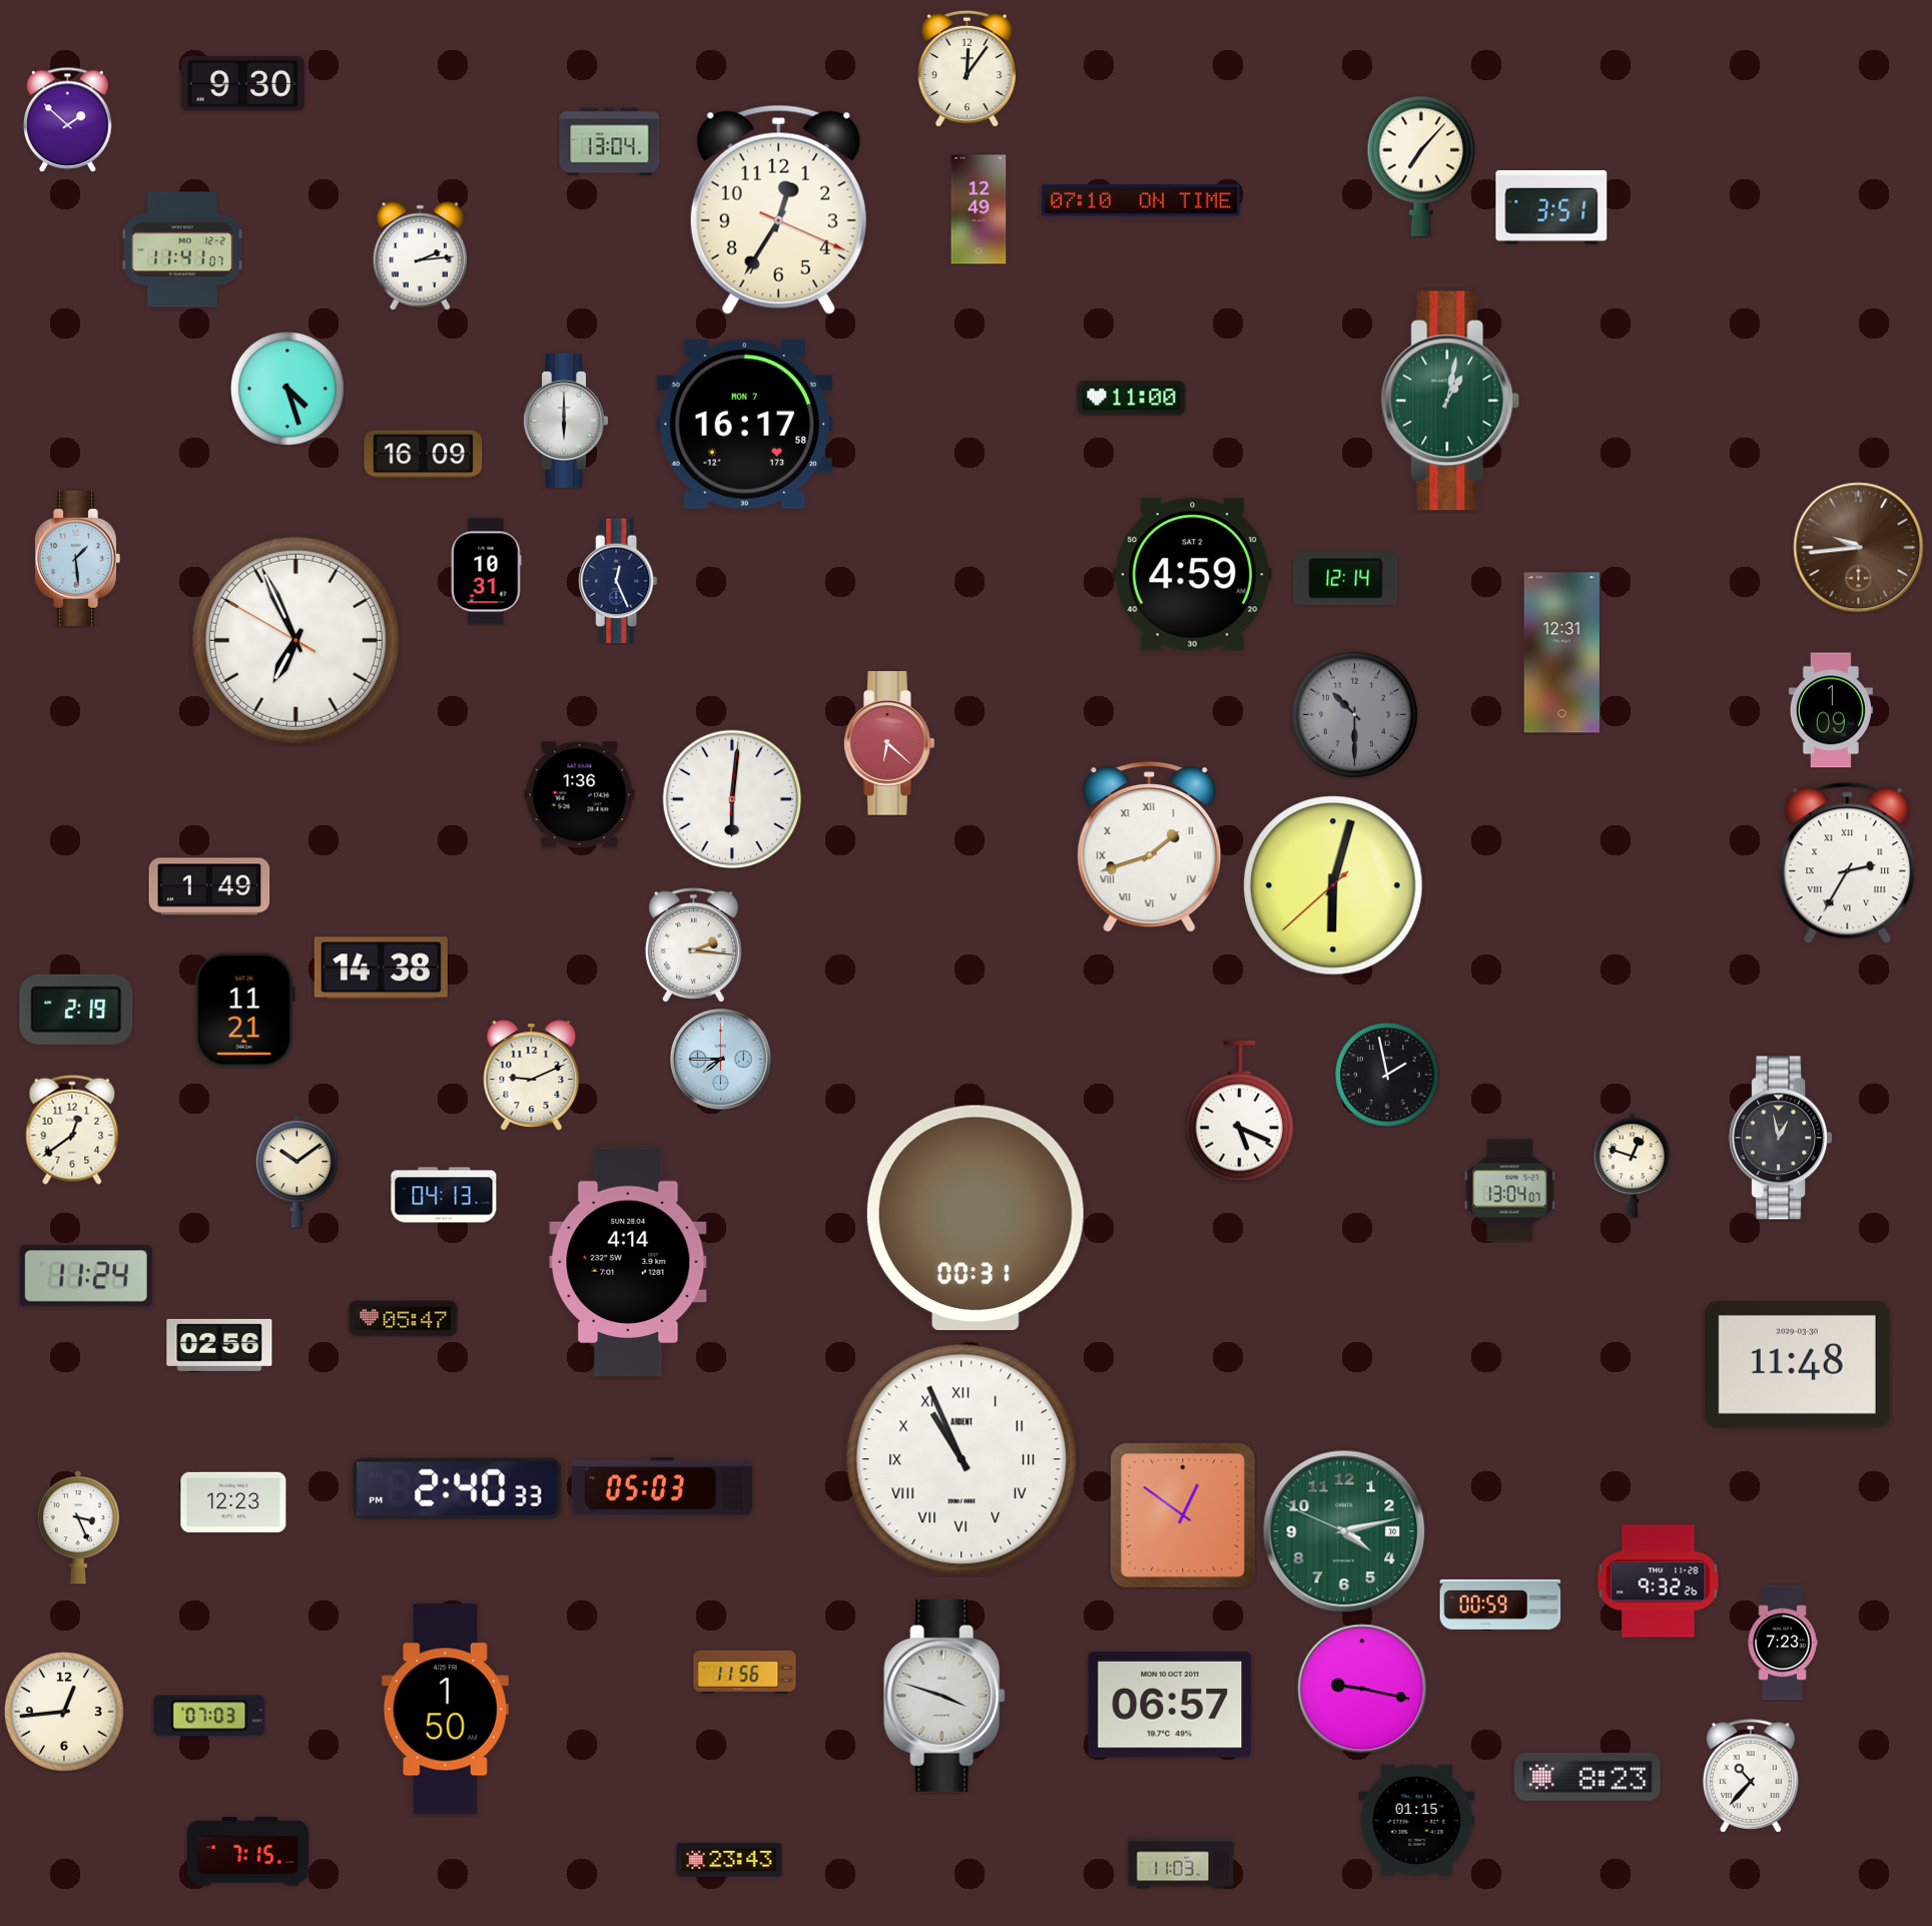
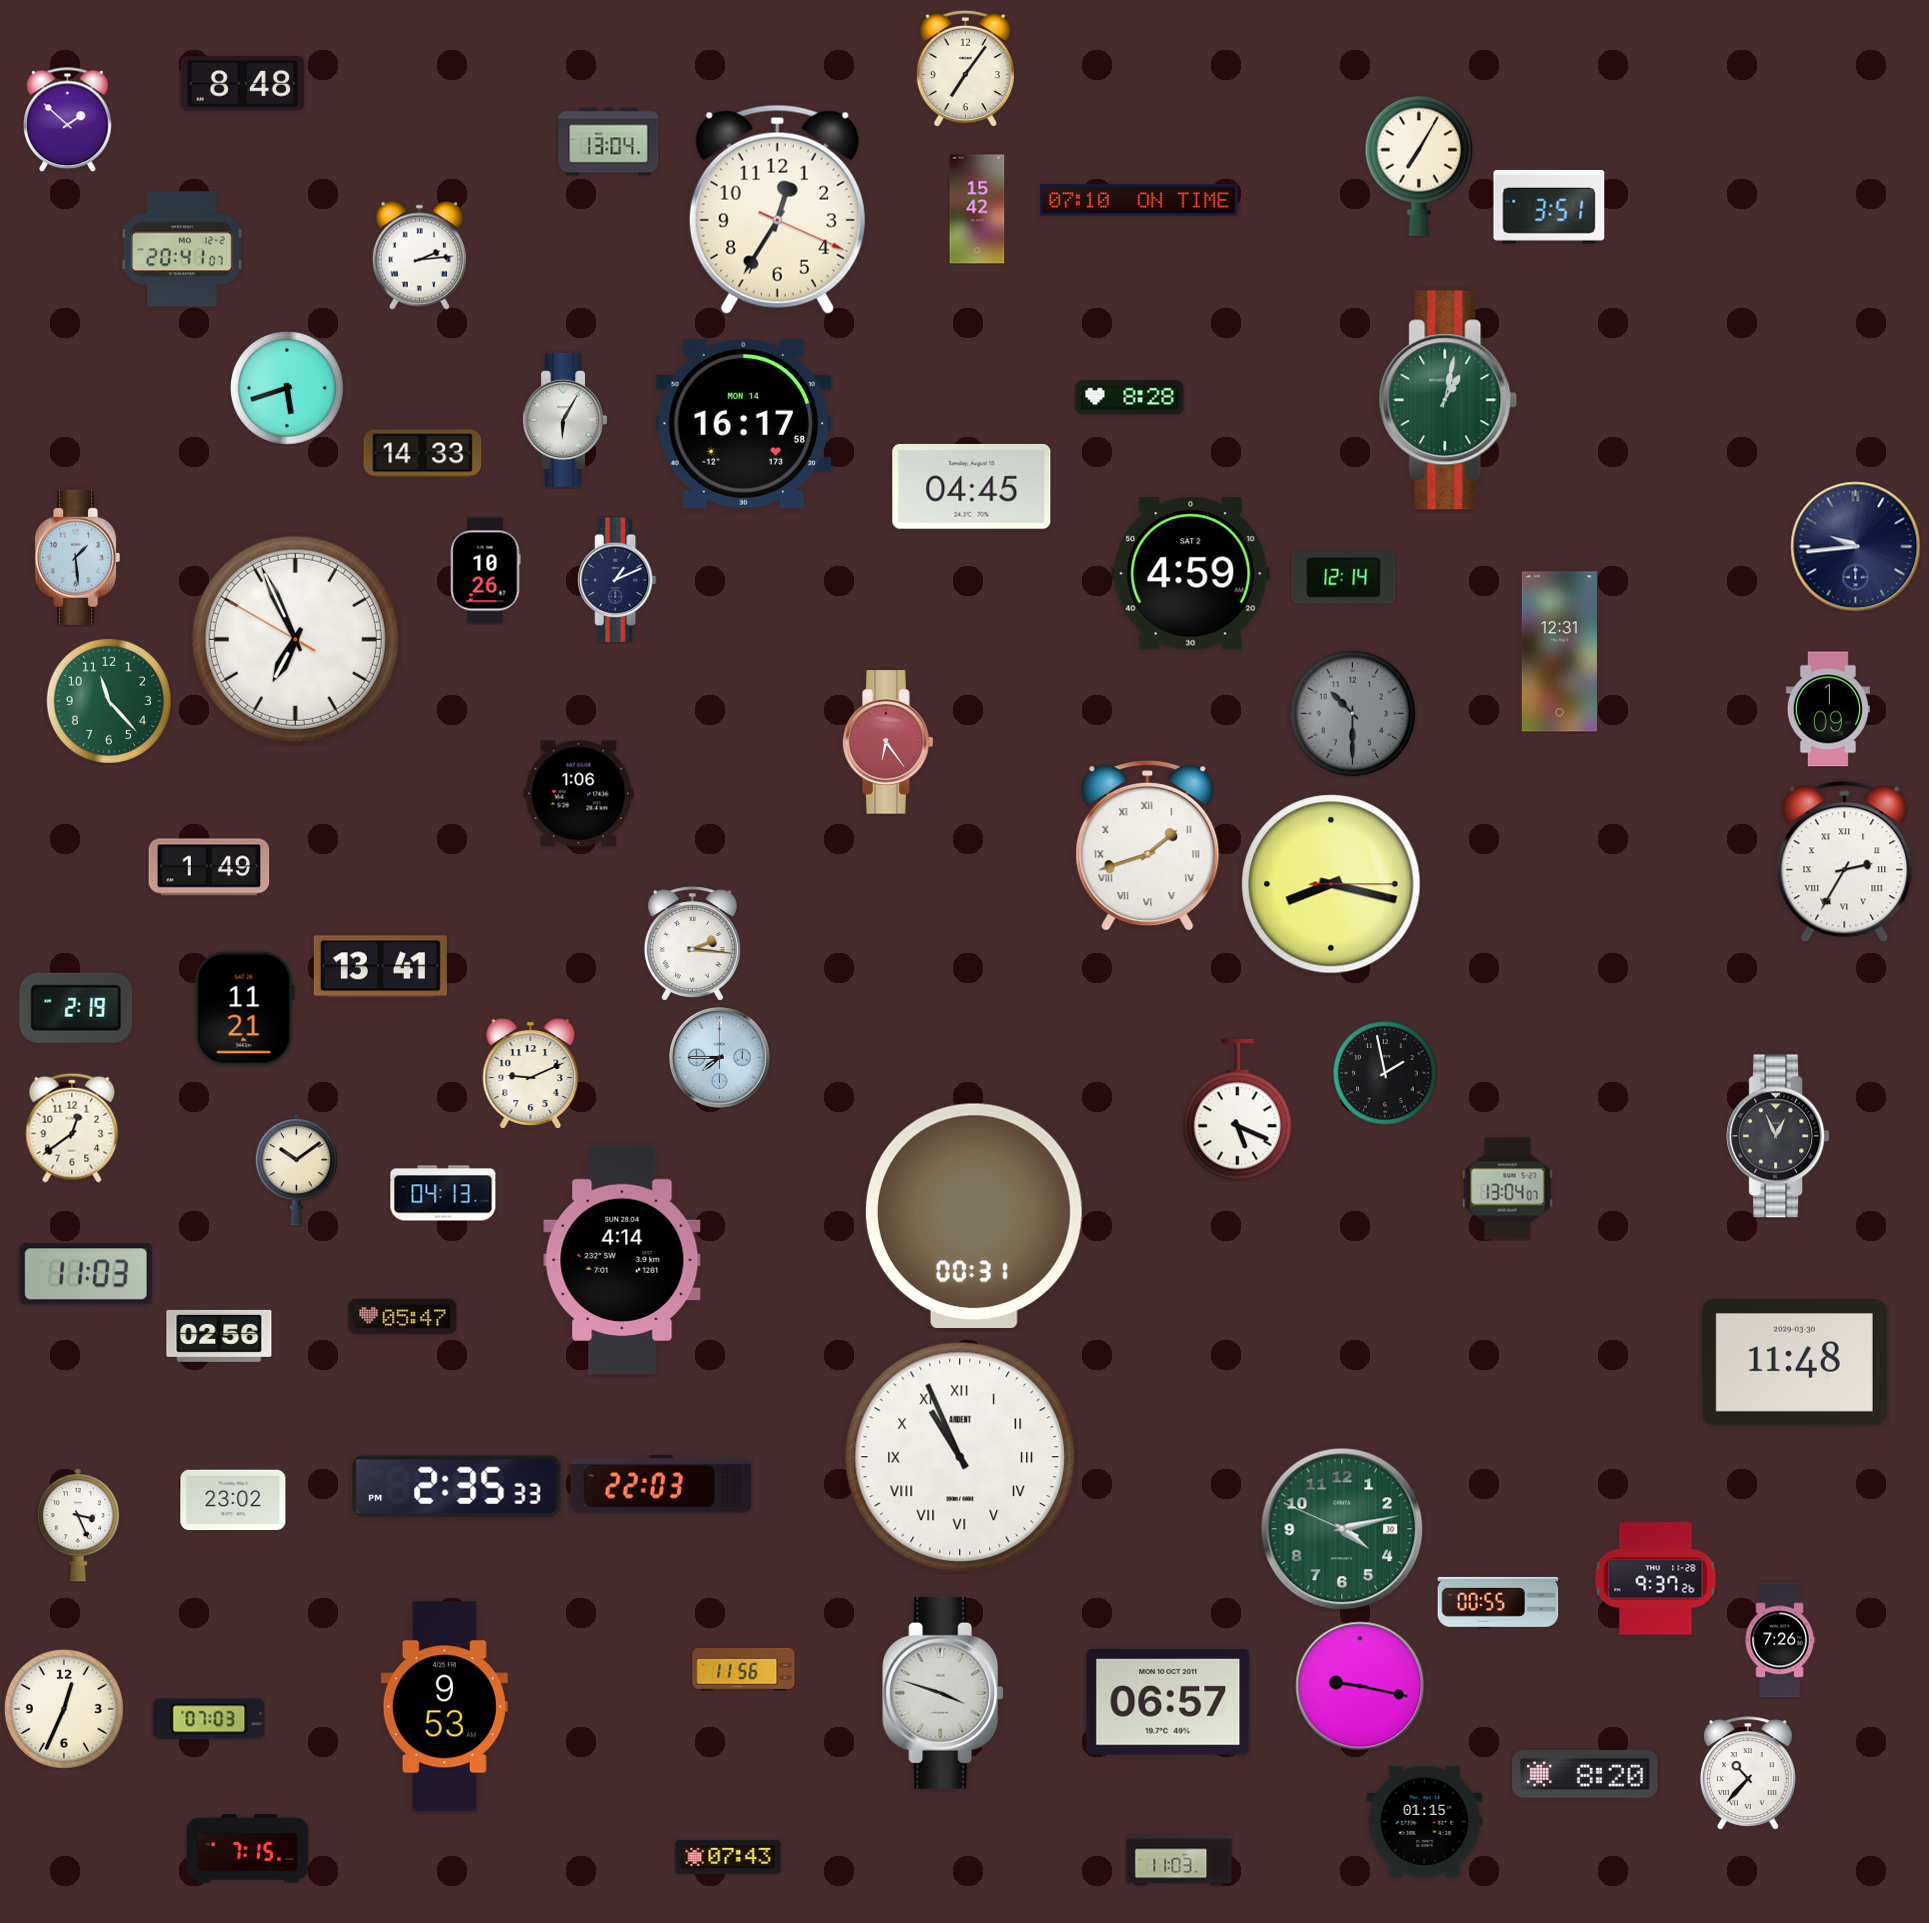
clock at (967, 68): 12:06 -> 7:06
clock at (243, 84): 9:30 -> 8:48
clock at (1421, 166): 7:07 -> 7:05
clock at (979, 209): 12:49 -> 15:42
clock at (183, 249): 11:41 -> 20:41
clock at (288, 390): 4:27 -> 5:42
clock at (1132, 399): 11:00 -> 8:28
clock at (566, 421): 6:00 -> 6:05
clock at (744, 424) date: MON 7 -> MON 14
clock at (424, 455): 16:09 -> 14:33
clock at (972, 486): none -> 04:45
clock at (1859, 548) dial: brown -> navy
clock at (486, 572): 10:31 -> 10:26
clock at (618, 581): 12:26 -> 1:11
clock at (109, 701): none -> 11:23
clock at (889, 743): 6:22 -> 6:24
clock at (580, 795): 1:36 -> 1:06
clock at (732, 799): 6:01 -> none
clock at (1333, 885): 6:02 -> 8:17
clock at (209, 886) position: (209, 886) -> (209, 867)
clock at (381, 969): 14:38 -> 13:41
clock at (1781, 1138): 12:58 -> 12:56
clock at (1633, 1166): 12:48 -> none
clock at (628, 1262) position: (628, 1262) -> (622, 1260)
clock at (86, 1276): 11:24 -> 11:03
clock at (219, 1345) position: (219, 1345) -> (219, 1336)
clock at (662, 1486): 05:03 -> 22:03
clock at (458, 1489): 2:40 -> 2:35
clock at (233, 1502): 12:23 -> 23:02
clock at (1183, 1515): 12:51 -> none
clock at (1659, 1581): 9:32 -> 9:37
clock at (1500, 1604): 00:59 -> 00:55
clock at (1783, 1643): 7:23 -> 7:26
clock at (445, 1710): 1:50 -> 9:53
clock at (64, 1712): 12:44 -> 12:34
clock at (209, 1716) position: (209, 1716) -> (209, 1719)
clock at (1587, 1777): 8:23 -> 8:20
clock at (1417, 1820) position: (1417, 1820) -> (1425, 1821)
clock at (729, 1860): 23:43 -> 07:43
